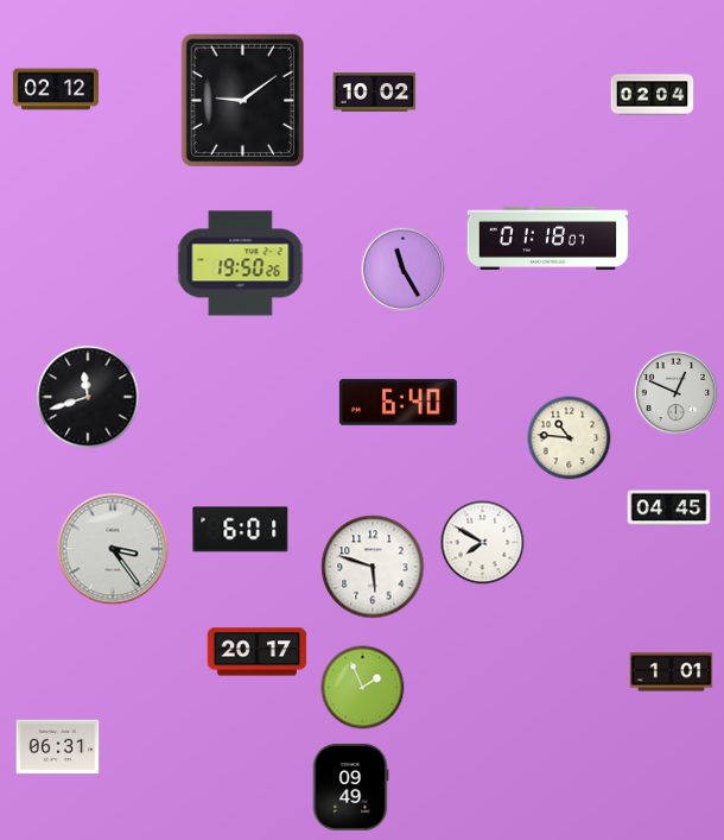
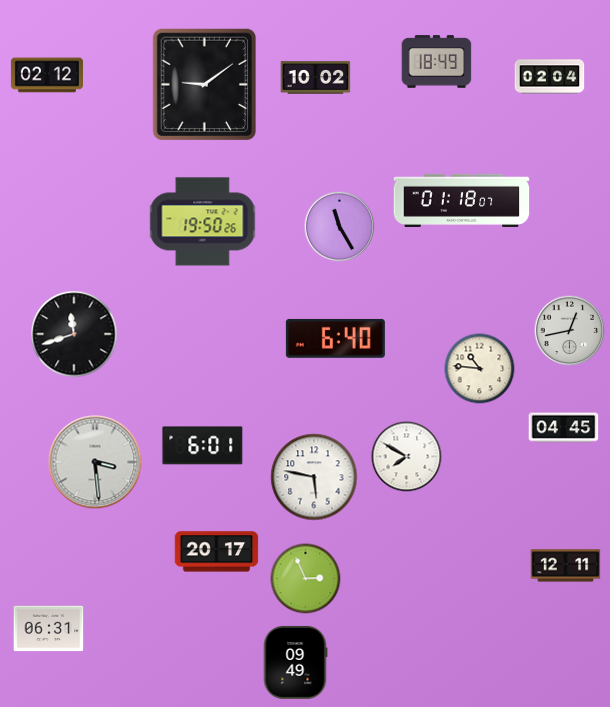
clock at (437, 62): none -> 18:49
clock at (653, 95) position: (653, 95) -> (550, 77)
clock at (677, 393): 12:49 -> 12:43
clock at (113, 549): 3:24 -> 3:29
clock at (373, 567): 5:48 -> 5:47
clock at (258, 652) position: (258, 652) -> (217, 552)
clock at (672, 672): 1:01 -> 12:11
clock at (363, 688): 1:56 -> 2:56
